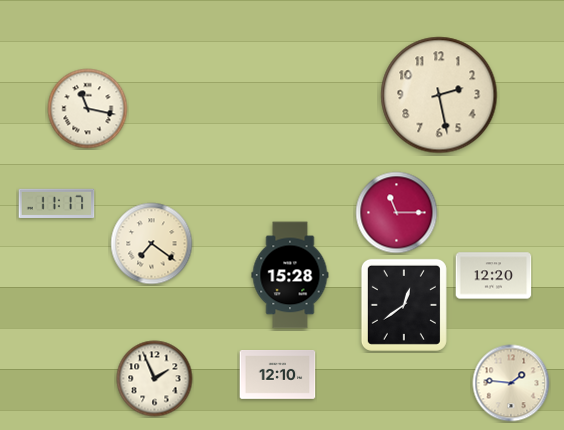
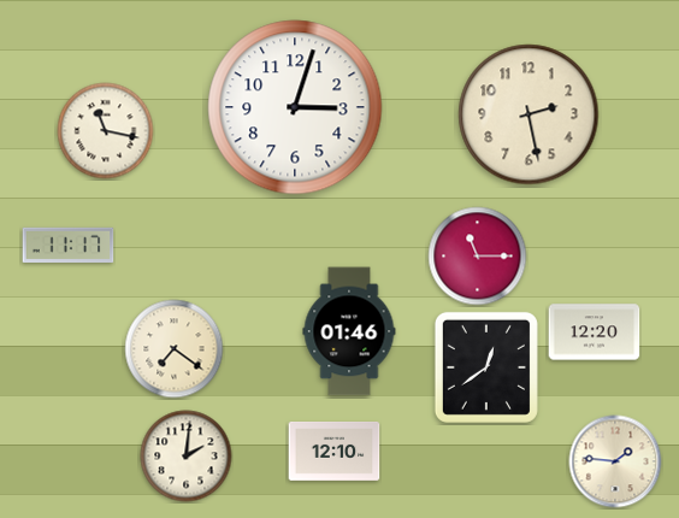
clock at (295, 107): none -> 3:03
clock at (152, 244) position: (152, 244) -> (175, 349)
clock at (290, 275): 15:28 -> 01:46
clock at (155, 379): 1:56 -> 2:01
